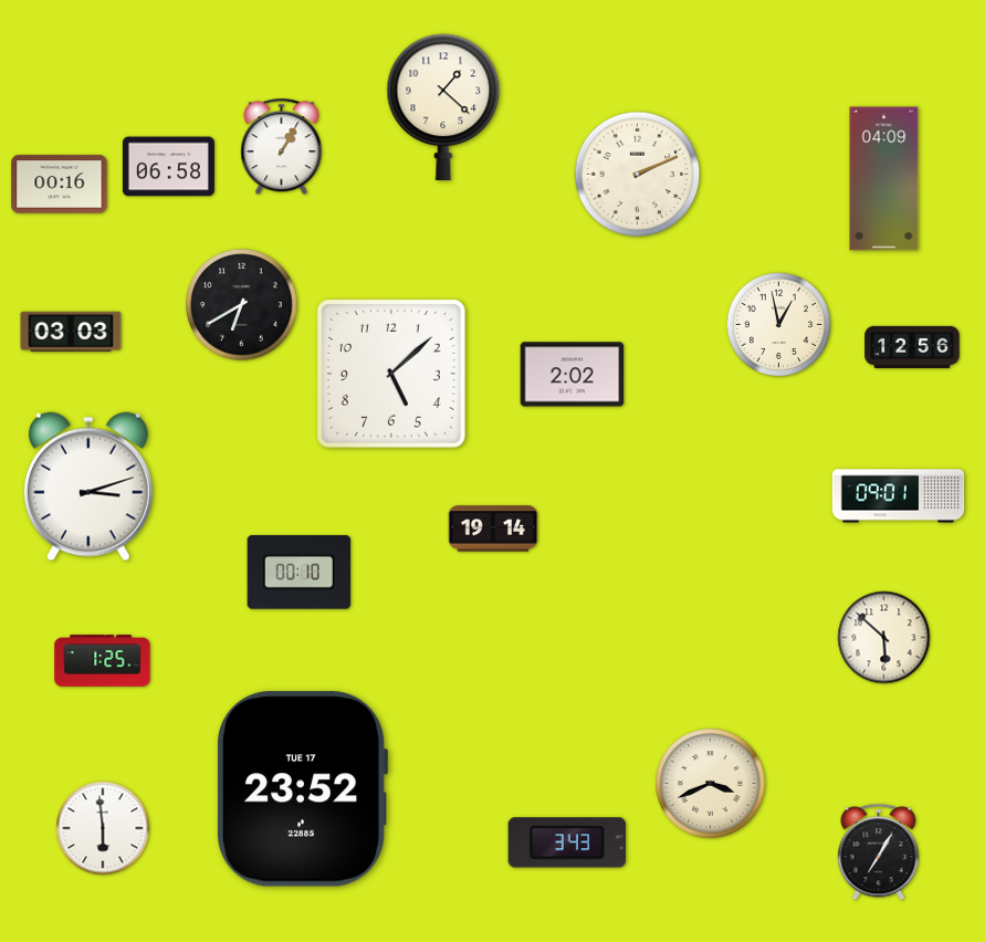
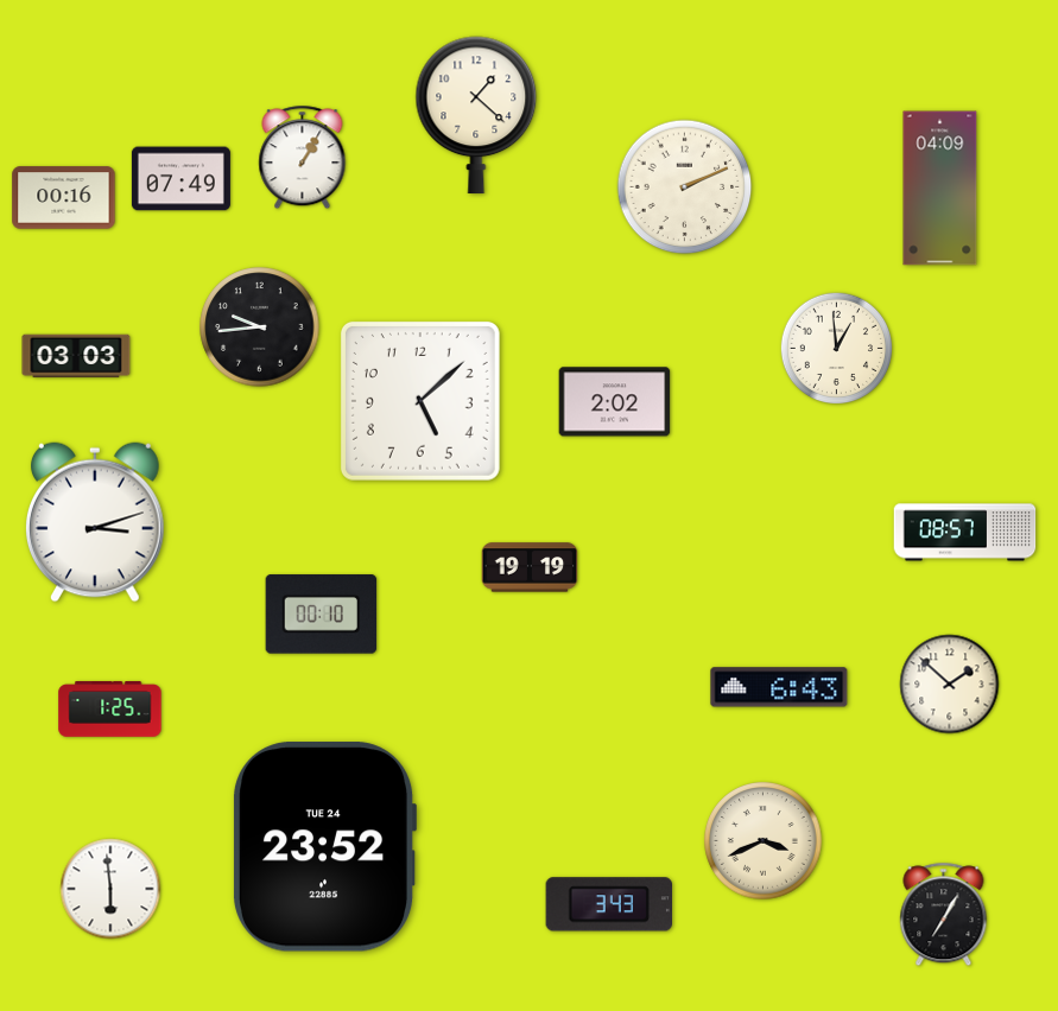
clock at (168, 167): 06:58 -> 07:49
clock at (884, 179) position: (884, 179) -> (940, 189)
clock at (242, 305): 6:40 -> 9:44
clock at (778, 324): 12:58 -> 12:59
clock at (912, 347): 12:56 -> none
clock at (899, 496): 09:01 -> 08:57
clock at (493, 528): 19:14 -> 19:19
clock at (884, 638): 5:52 -> 1:52
clock at (779, 687): none -> 6:43
clock at (303, 789) date: TUE 17 -> TUE 24
